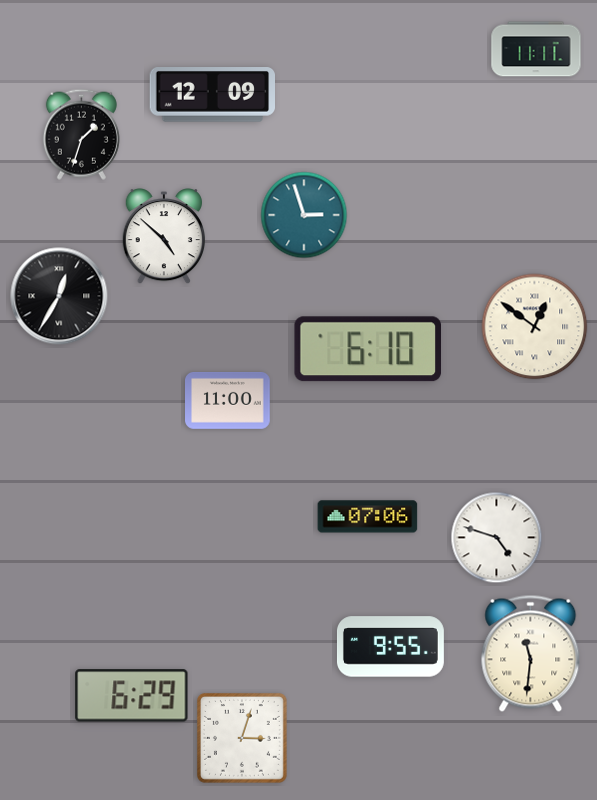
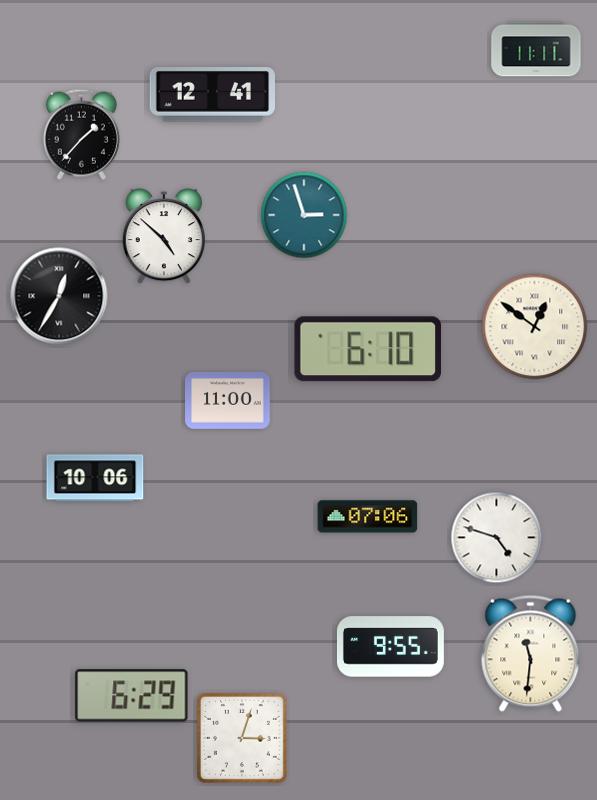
clock at (212, 95): 12:09 -> 12:41
clock at (81, 134): 1:33 -> 1:37
clock at (95, 478): none -> 10:06
